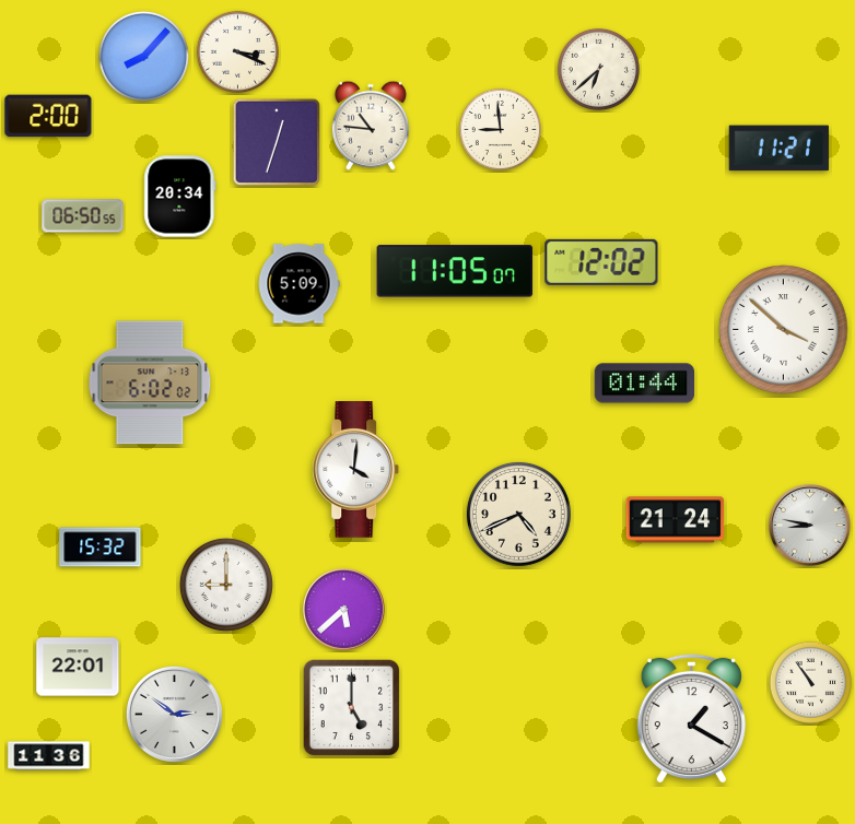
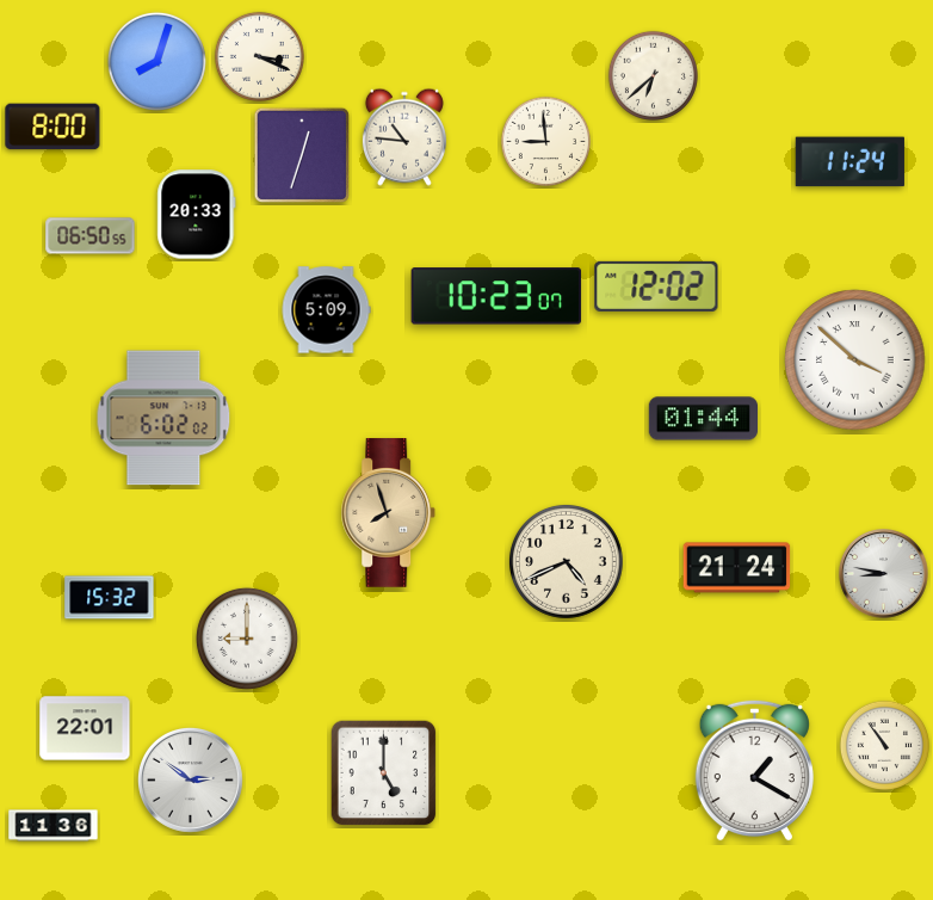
clock at (143, 56): 8:07 -> 8:03
clock at (48, 116): 2:00 -> 8:00
clock at (778, 149): 11:21 -> 11:24
clock at (180, 197): 20:34 -> 20:33
clock at (455, 271): 11:05 -> 10:23
clock at (356, 470): 4:01 -> 7:57
clock at (356, 470) dial: white -> champagne
clock at (344, 610): 5:38 -> none
clock at (691, 718) position: (691, 718) -> (754, 770)
